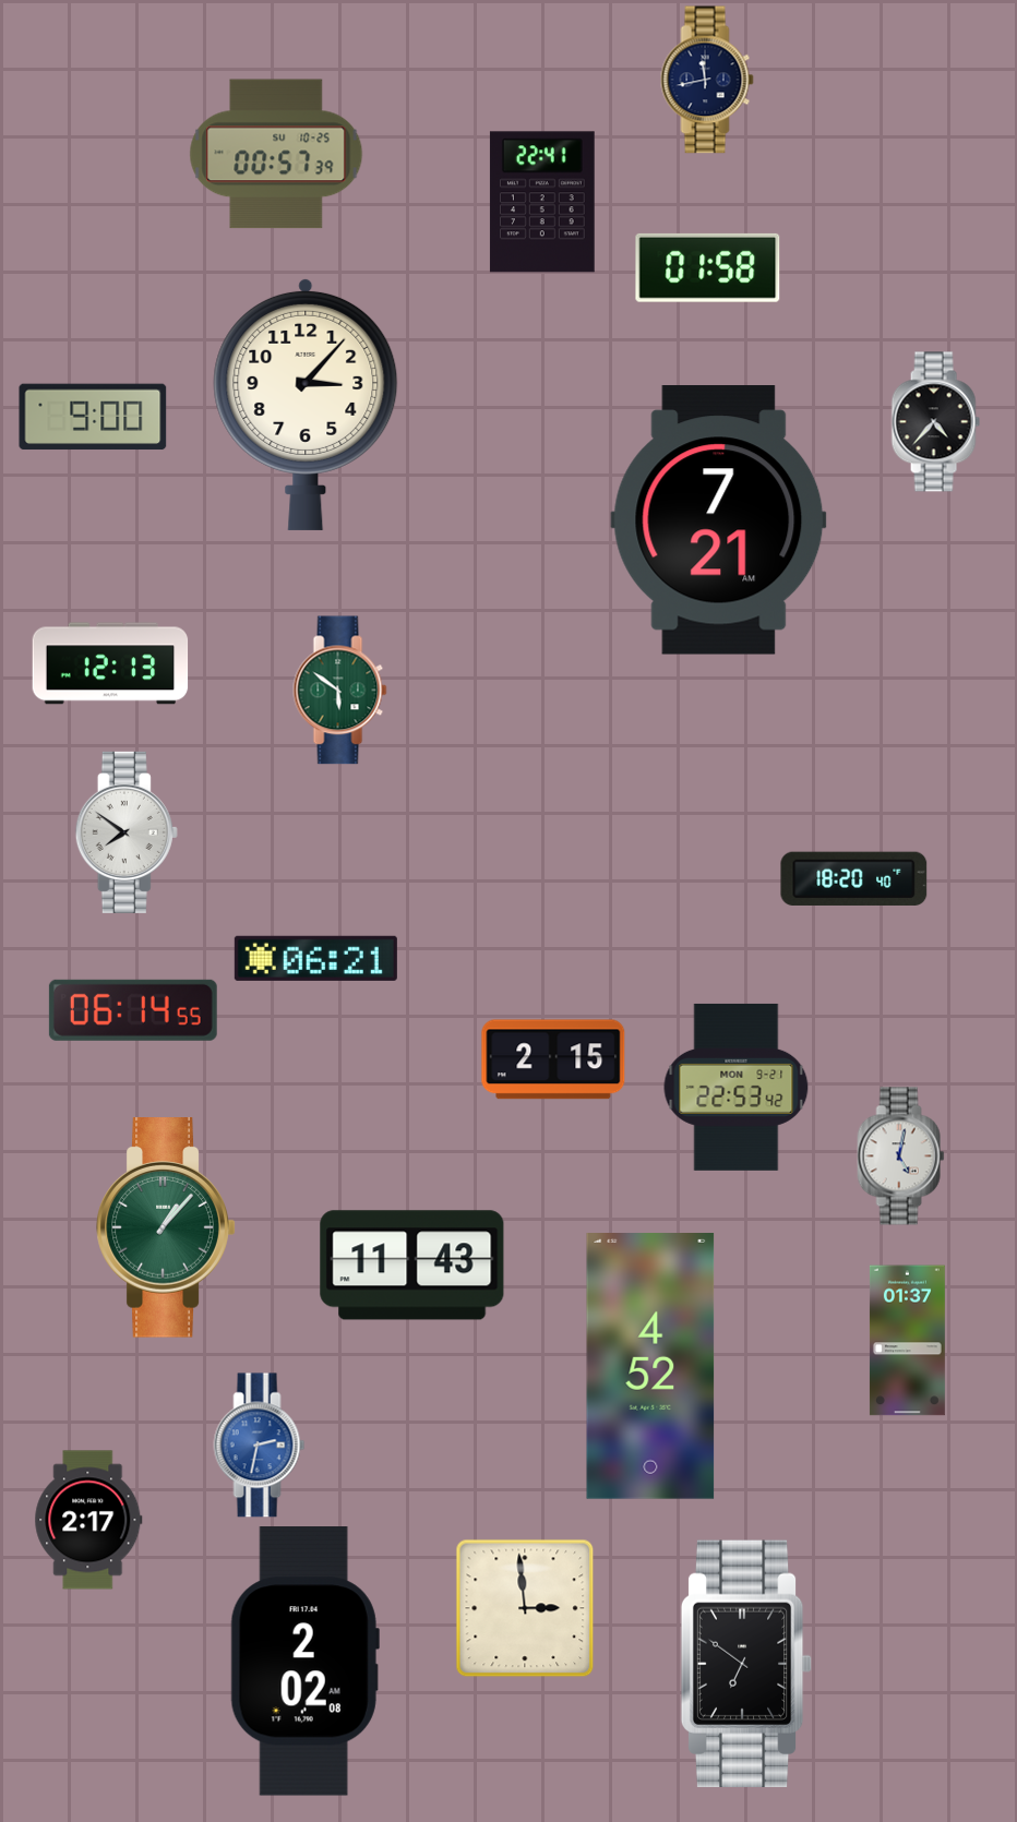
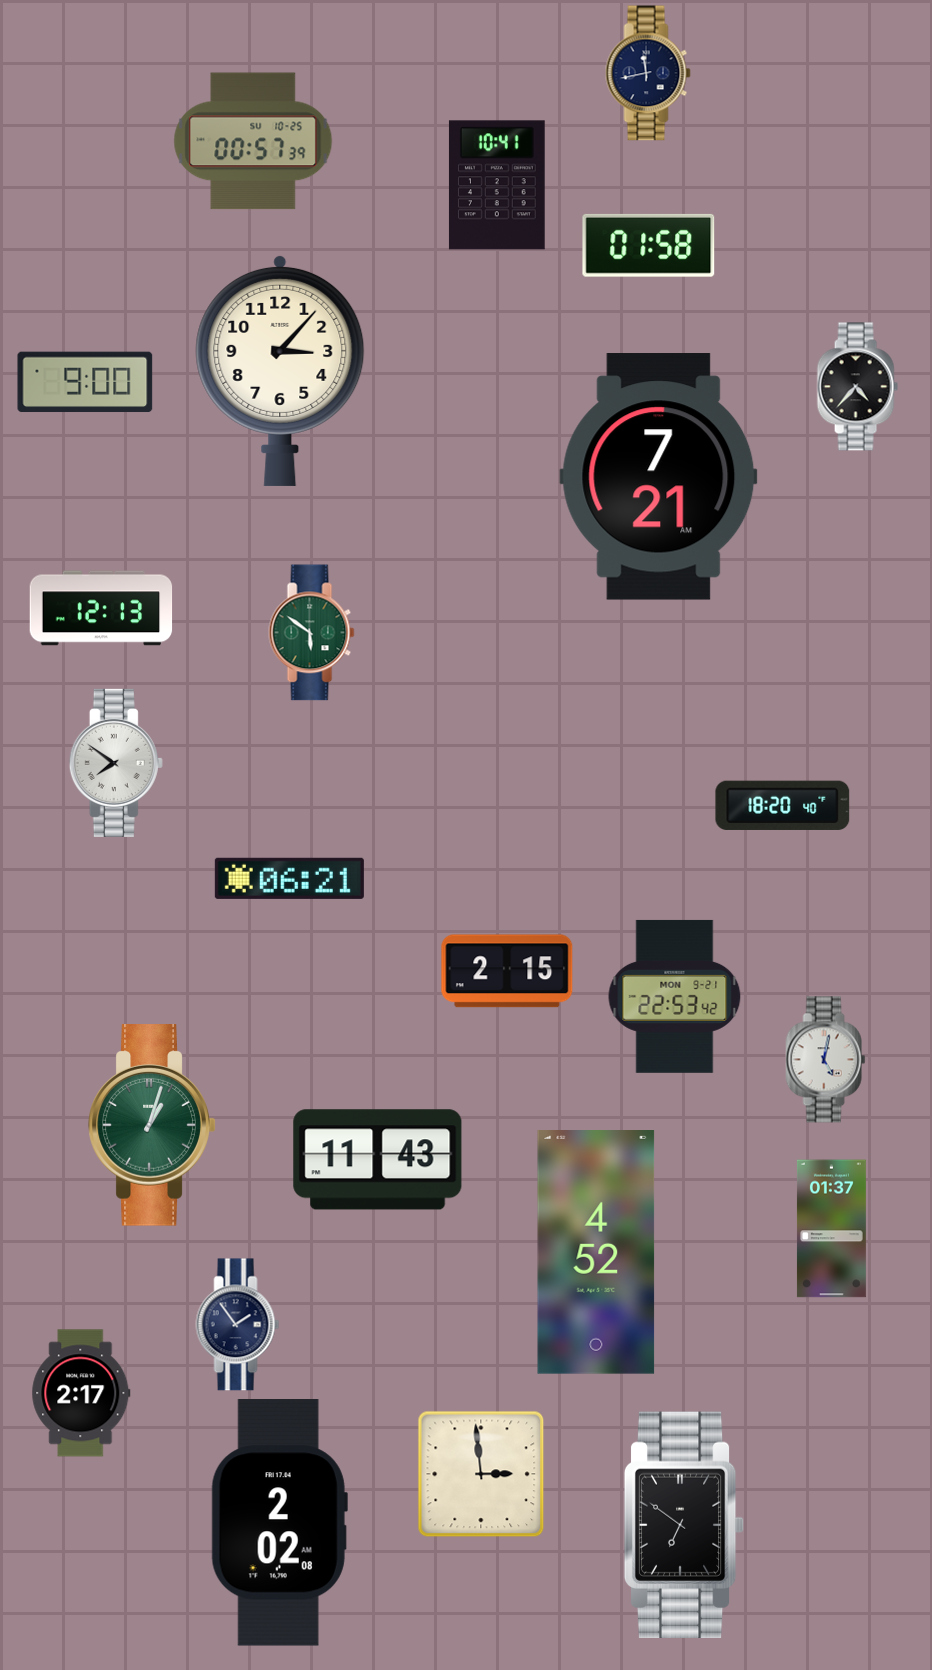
clock at (542, 202): 22:41 -> 10:41
clock at (133, 1010): 06:14 -> none
clock at (166, 1228): 1:07 -> 1:03
clock at (260, 1446): 2:32 -> 1:54
clock at (260, 1446) dial: blue -> navy
